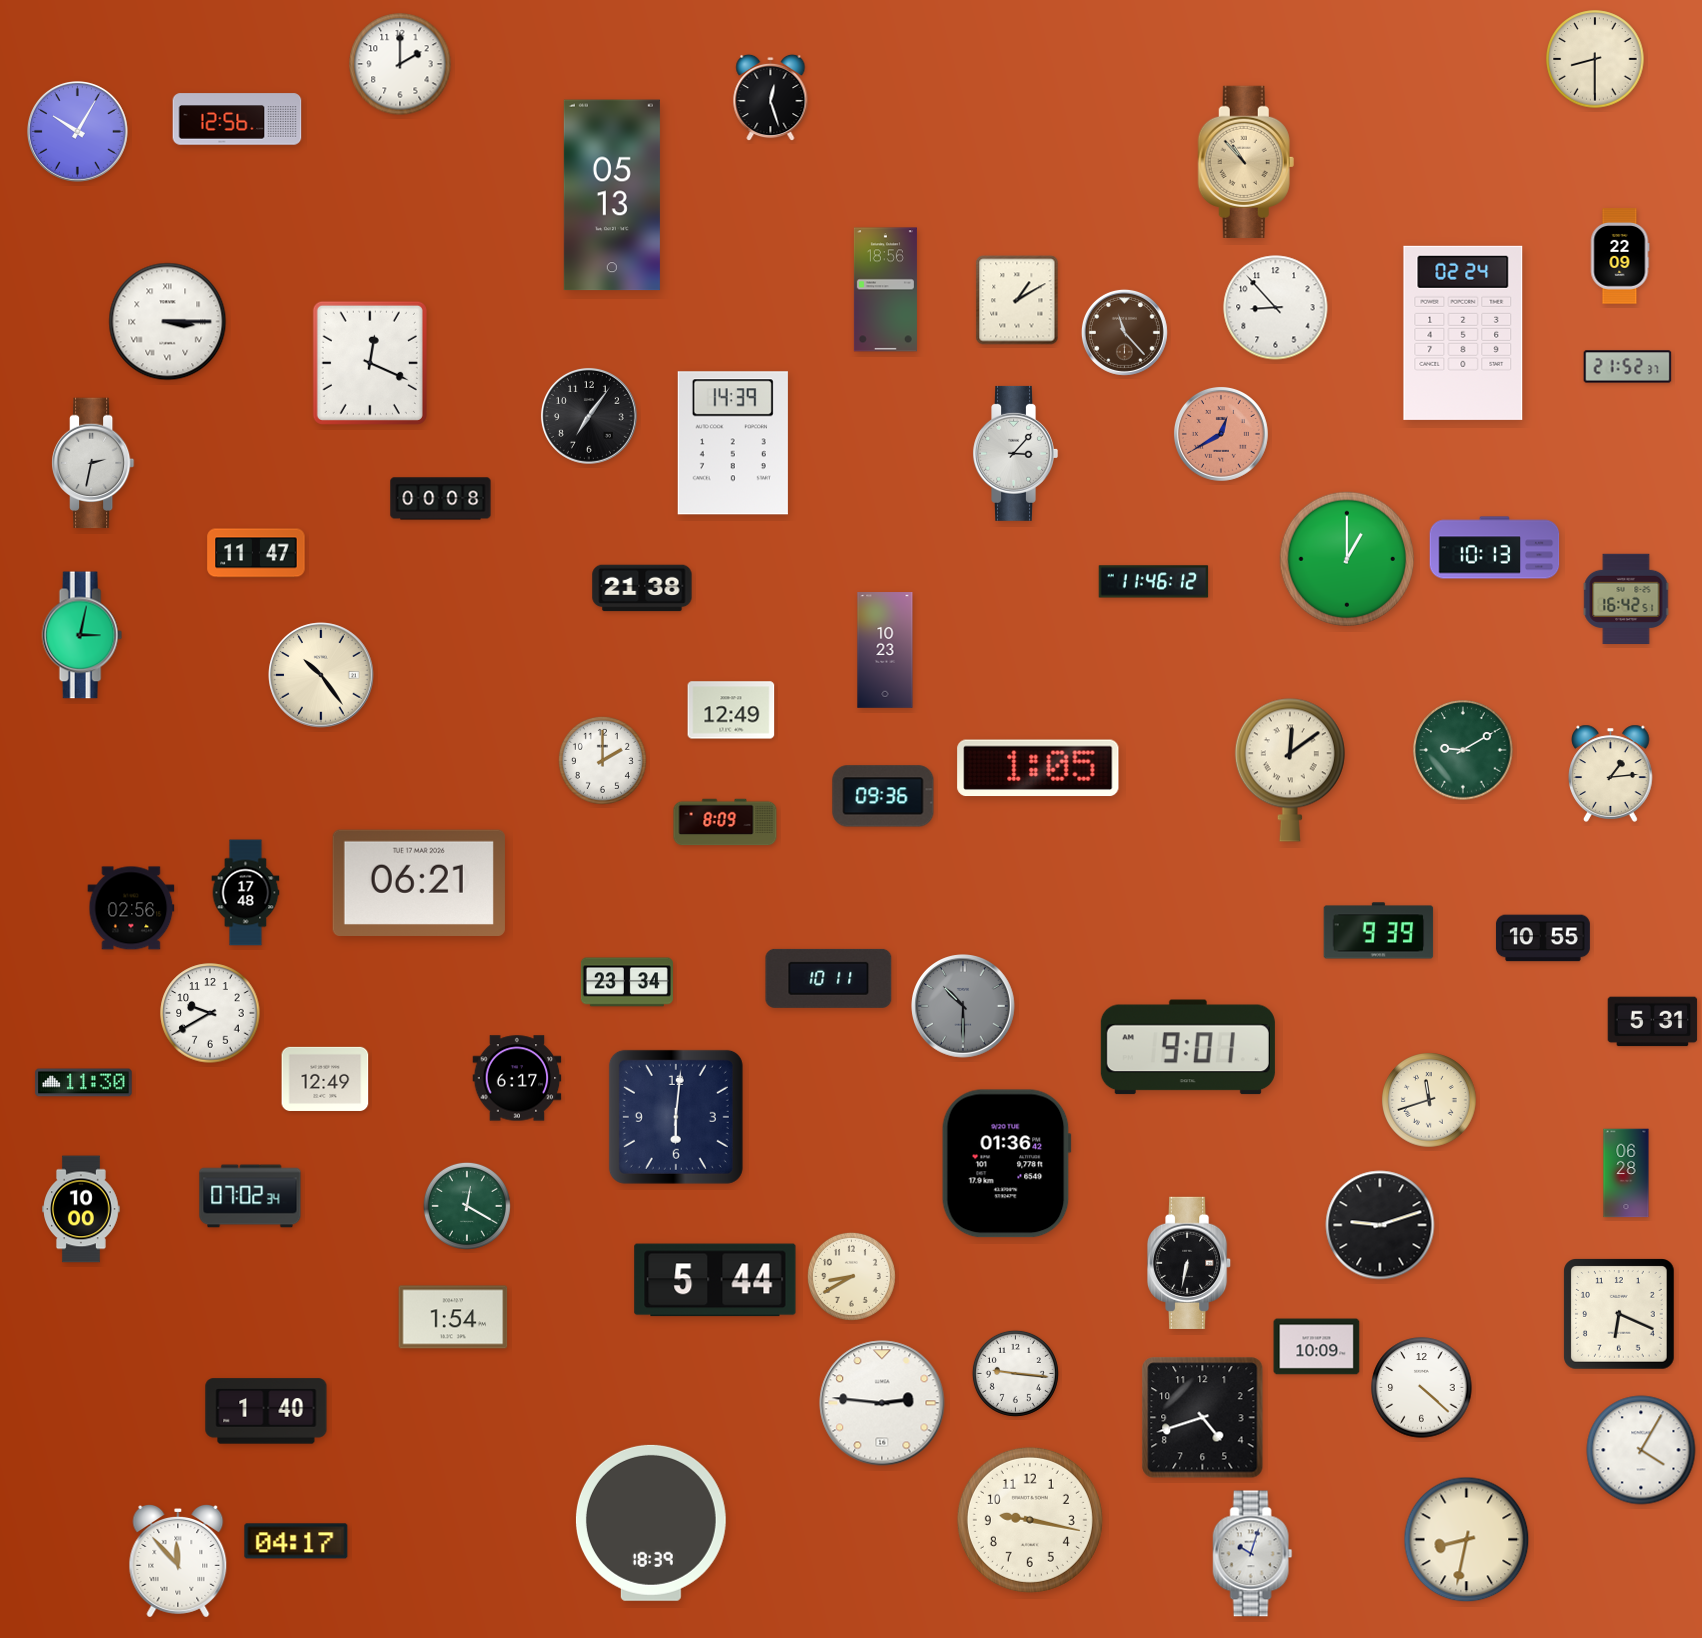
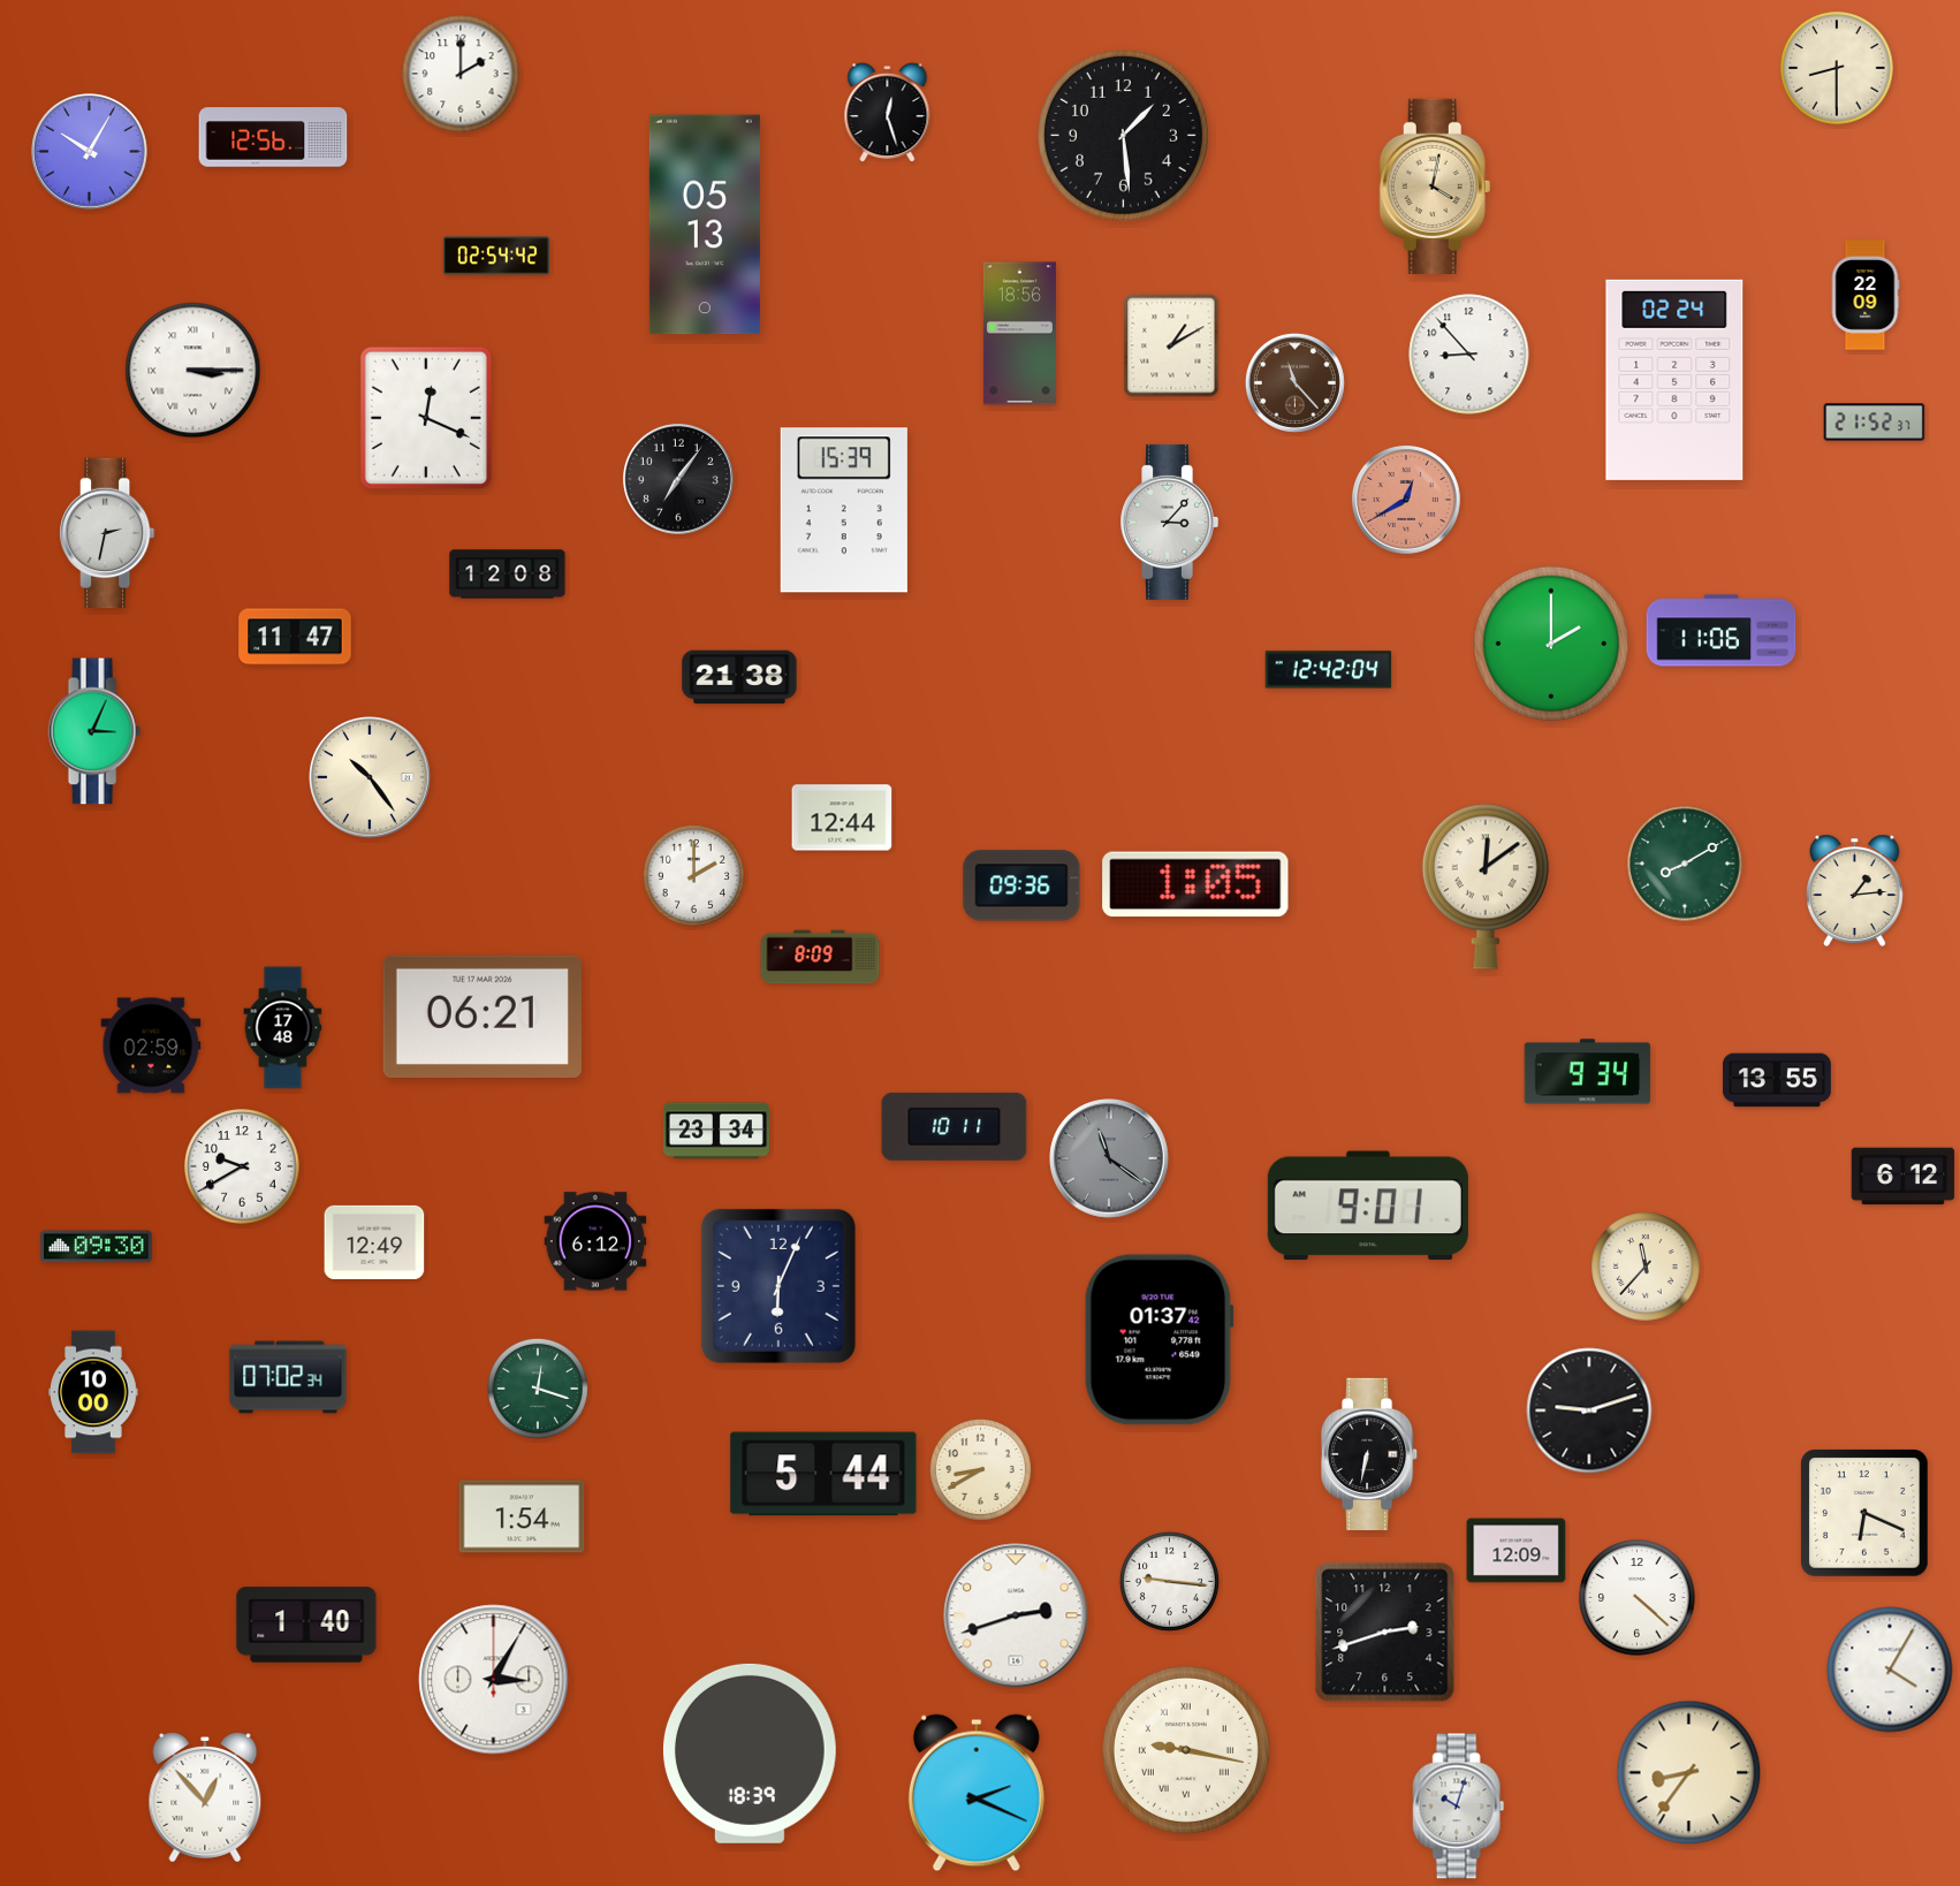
clock at (1123, 135): none -> 1:29
clock at (1246, 162): 10:53 -> 4:02
clock at (496, 256): none -> 02:54
clock at (1463, 333) position: (1463, 333) -> (1674, 380)
clock at (733, 443): 14:39 -> 15:39
clock at (441, 499): 00:08 -> 12:08
clock at (1495, 548): 10:13 -> 11:06
clock at (1347, 559): 1:00 -> 2:00
clock at (1154, 582): 11:46 -> 12:42
clock at (1626, 598): 16:42 -> none
clock at (82, 635): 3:02 -> 3:04
clock at (885, 650): 10:23 -> none
clock at (731, 710): 12:49 -> 12:44
clock at (1463, 750): 9:10 -> 8:10
clock at (883, 796) position: (883, 796) -> (1021, 885)
clock at (725, 822) position: (725, 822) -> (820, 957)
clock at (131, 908): 02:56 -> 02:59
clock at (1379, 931): 9:39 -> 9:34
clock at (1543, 938): 10:55 -> 13:55
clock at (627, 982) position: (627, 982) -> (716, 1131)
clock at (963, 1006): 10:30 -> 11:21
clock at (1653, 1022): 5:31 -> 6:12
clock at (517, 1078): 6:17 -> 6:12
clock at (84, 1083): 11:30 -> 09:30
clock at (1429, 1100): 11:42 -> 11:37
clock at (676, 1117): 6:01 -> 6:04
clock at (1006, 1164): 01:36 -> 01:37
clock at (1626, 1173): 06:28 -> none
clock at (467, 1206): 12:20 -> 12:18
clock at (1317, 1347): 10:09 -> 12:09
clock at (882, 1403): 2:46 -> 2:42
clock at (1203, 1418): 4:42 -> 2:42
clock at (494, 1680): none -> 3:05
clock at (1030, 1520) numerals: Arabic -> Roman
clock at (1467, 1540): 8:32 -> 8:36
clock at (296, 1541): 04:17 -> none
clock at (1253, 1554) position: (1253, 1554) -> (1459, 1807)
clock at (977, 1793): none -> 2:19
clock at (178, 1561): 11:53 -> 12:53
